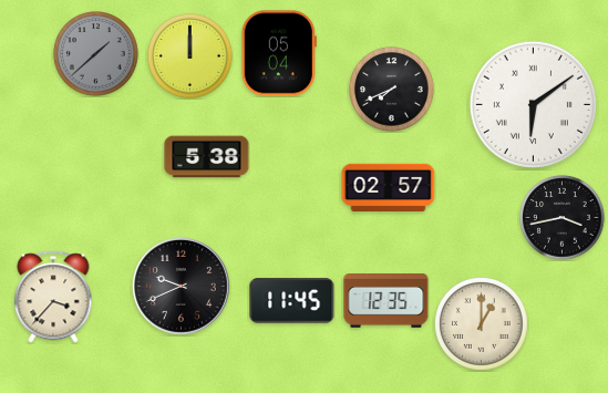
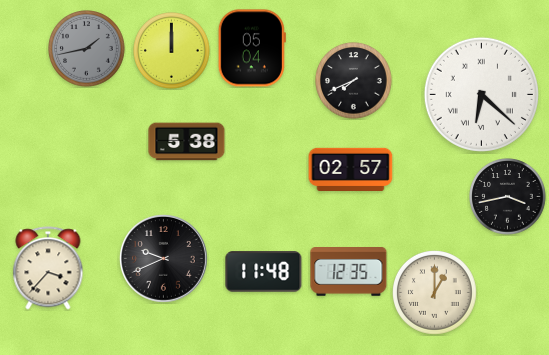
clock at (96, 54): 1:38 -> 1:43
clock at (533, 104): 6:09 -> 6:22
clock at (292, 301): 11:45 -> 11:48
